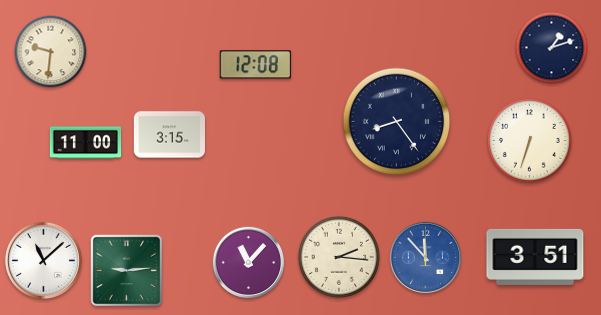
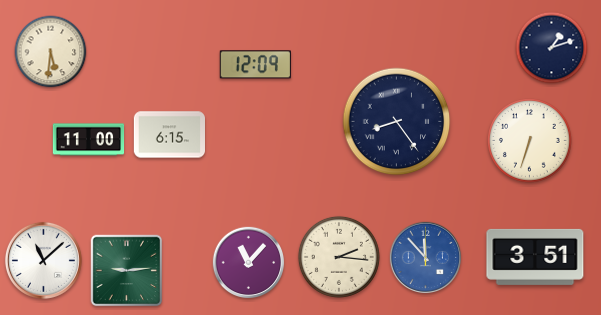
clock at (51, 52): 9:31 -> 5:31
clock at (255, 65): 12:08 -> 12:09
clock at (169, 135): 3:15 -> 6:15
clock at (86, 143) position: (86, 143) -> (89, 140)
